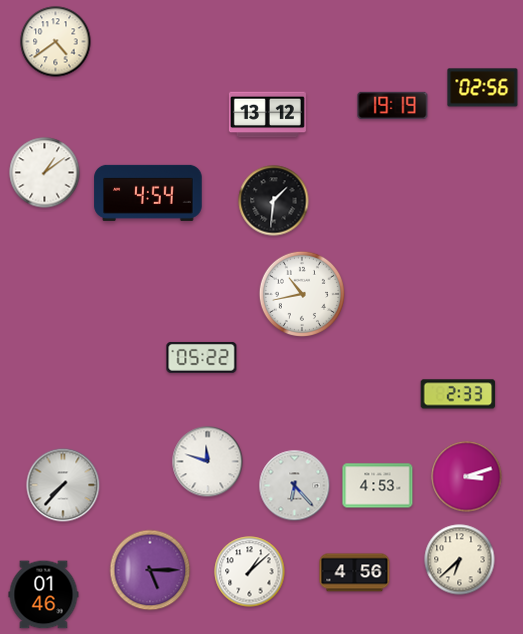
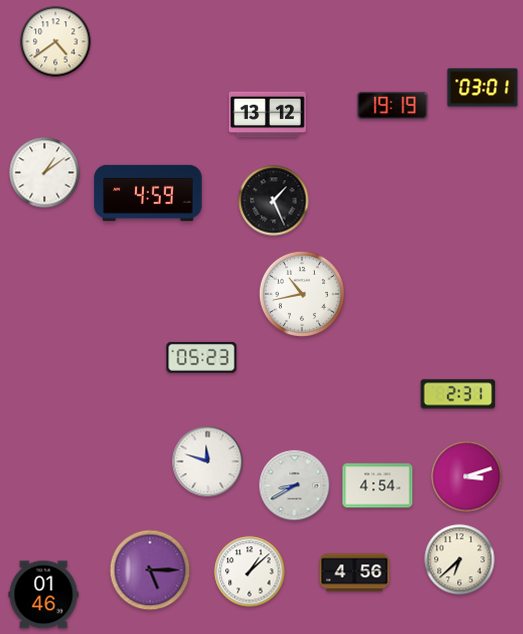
clock at (483, 88): 02:56 -> 03:01
clock at (148, 193): 4:54 -> 4:59
clock at (274, 201): 1:31 -> 1:26
clock at (202, 357): 05:22 -> 05:23
clock at (458, 394): 2:33 -> 2:31
clock at (63, 485): 7:37 -> none
clock at (295, 486): 6:23 -> 8:40
clock at (378, 486): 4:53 -> 4:54
